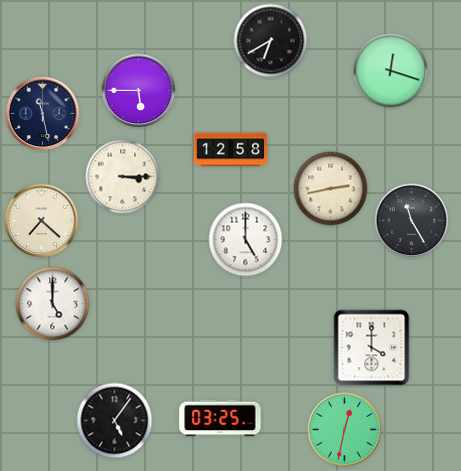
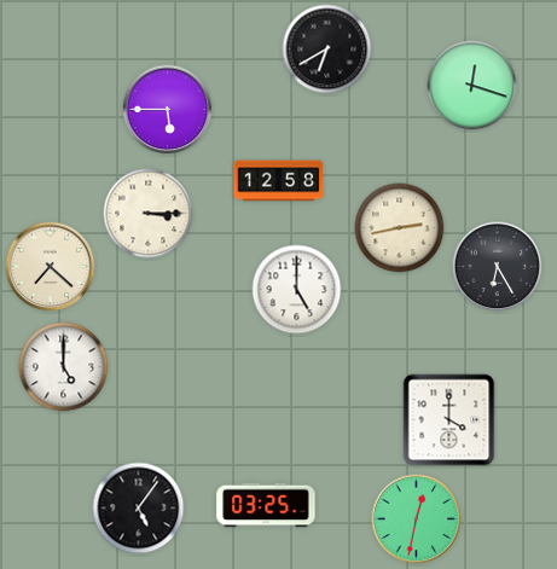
clock at (43, 114): 11:28 -> none
clock at (412, 221): 11:25 -> 6:25
